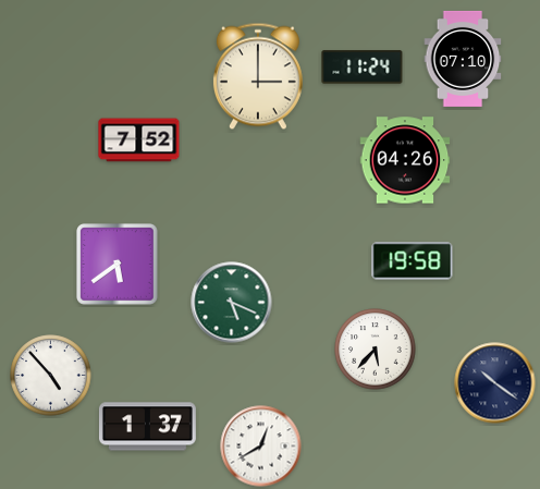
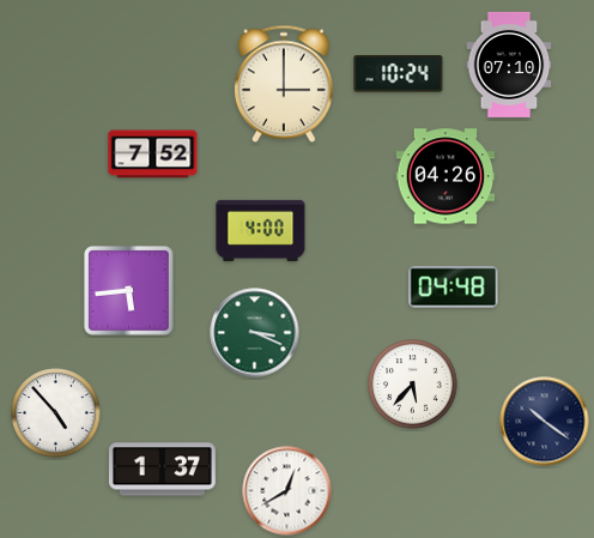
clock at (363, 68): 11:24 -> 10:24
clock at (261, 230): none -> 4:00
clock at (413, 261): 19:58 -> 04:48
clock at (118, 265): 5:39 -> 5:44
clock at (232, 303): 5:19 -> 3:19
